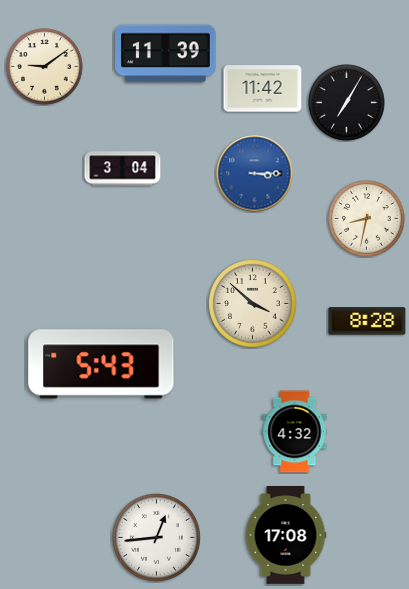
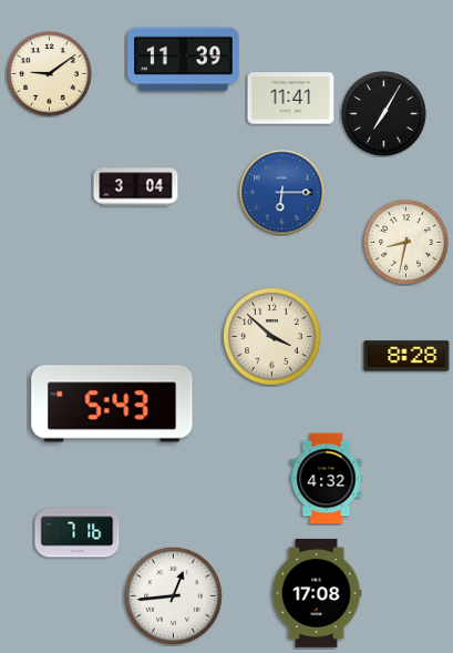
clock at (263, 89): 11:42 -> 11:41
clock at (255, 174): 3:15 -> 6:15
clock at (253, 304) position: (253, 304) -> (272, 337)
clock at (78, 533): none -> 7:16
